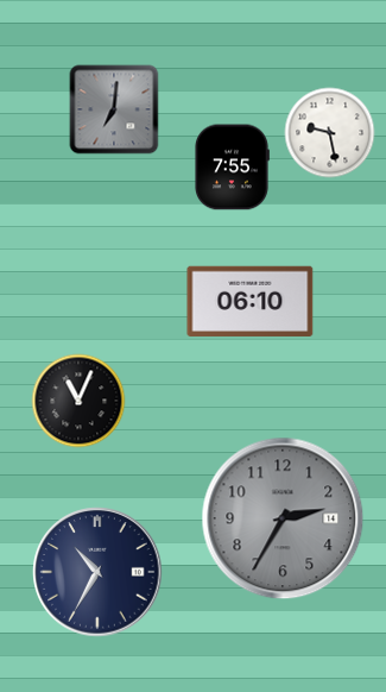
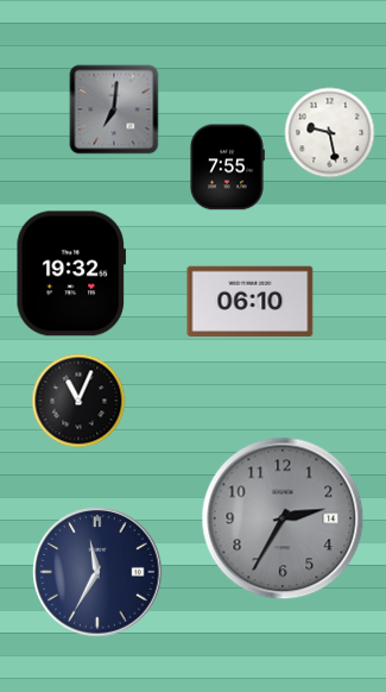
clock at (232, 168) position: (232, 168) -> (227, 168)
clock at (70, 273): none -> 19:32
clock at (97, 572): 10:35 -> 11:35
